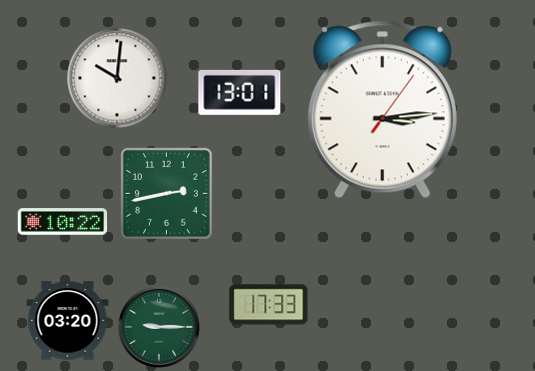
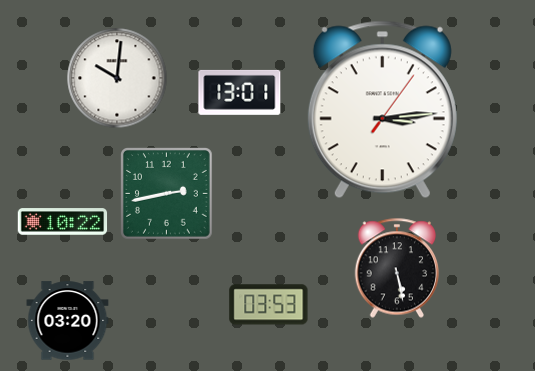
clock at (397, 268): none -> 5:28
clock at (269, 305): 17:33 -> 03:53
clock at (159, 327): 9:15 -> none
